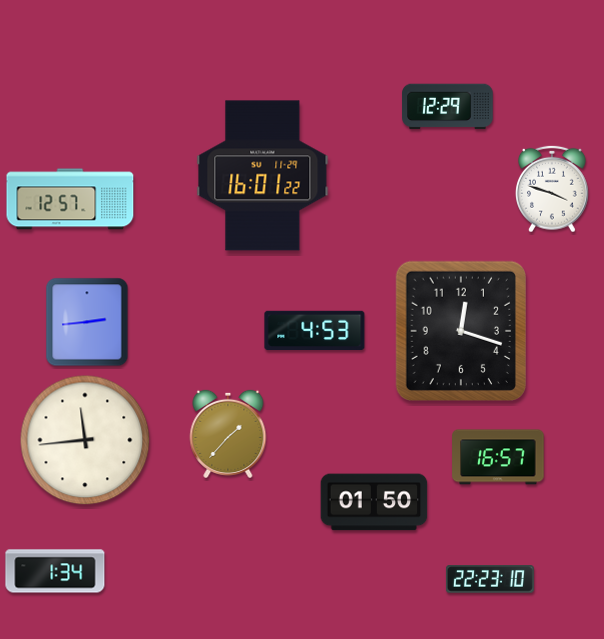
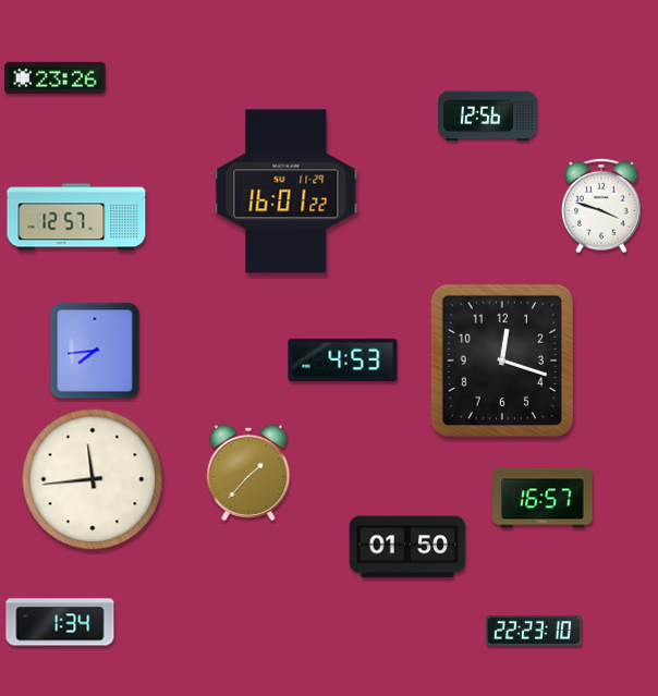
clock at (56, 77): none -> 23:26
clock at (448, 107): 12:29 -> 12:56
clock at (87, 322): 2:44 -> 7:44
